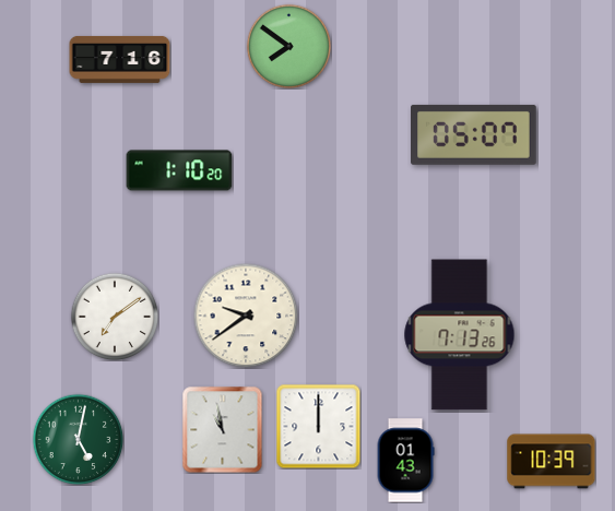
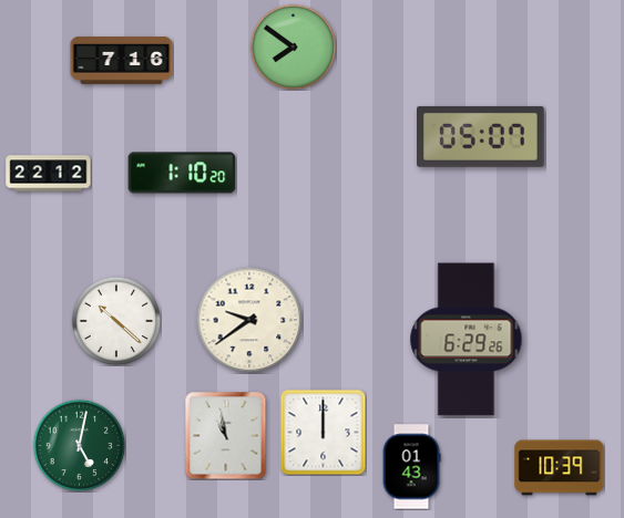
clock at (49, 174): none -> 22:12
clock at (115, 317): 7:09 -> 10:22
clock at (460, 335): 7:13 -> 6:29
